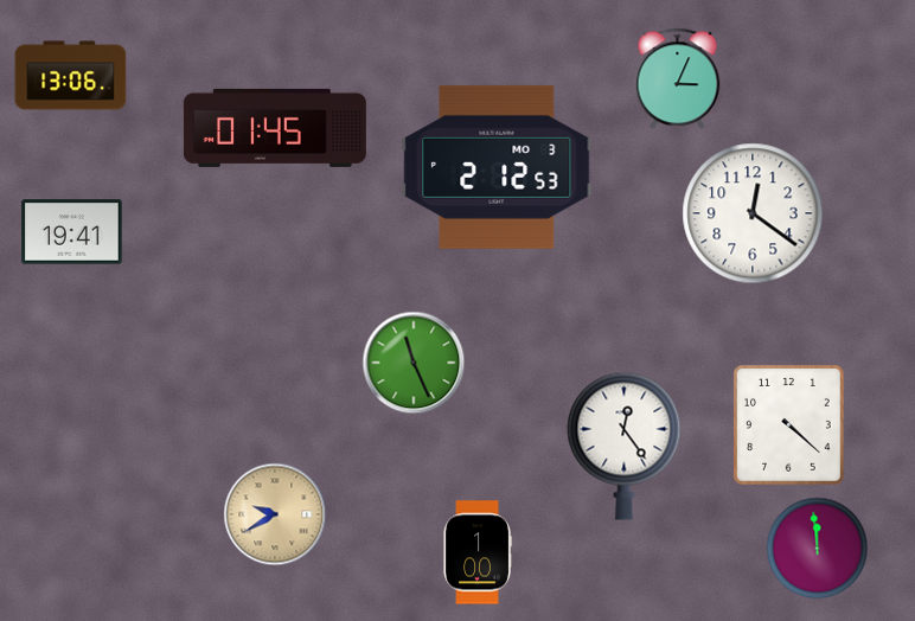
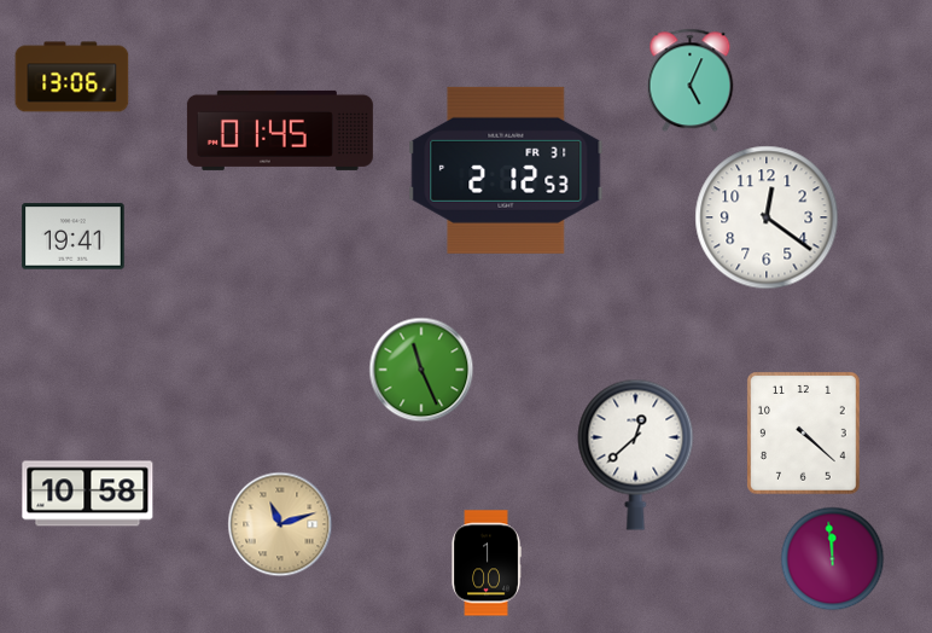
clock at (678, 79): 3:04 -> 5:04
clock at (497, 167) date: MO 3 -> FR 31
clock at (625, 446): 12:24 -> 12:38
clock at (88, 494): none -> 10:58
clock at (275, 514): 9:40 -> 11:12
